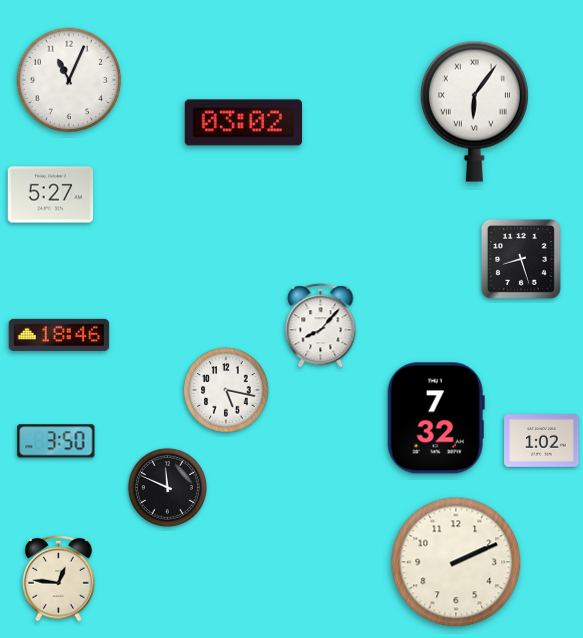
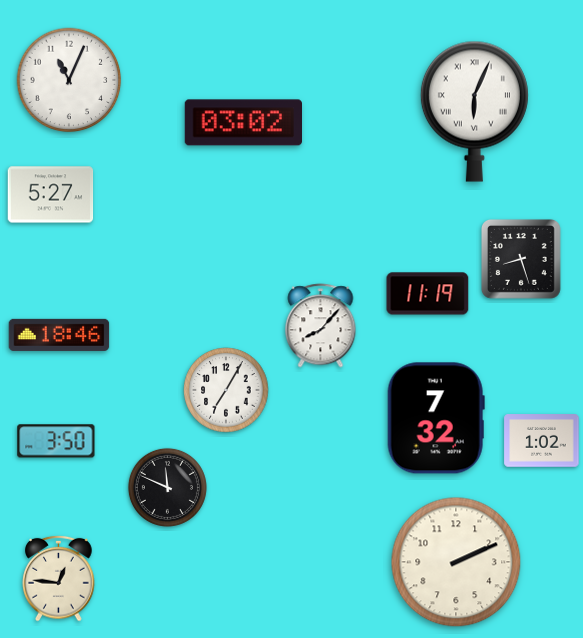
clock at (474, 111): 6:06 -> 6:04
clock at (428, 294): none -> 11:19
clock at (226, 390): 5:17 -> 7:05
